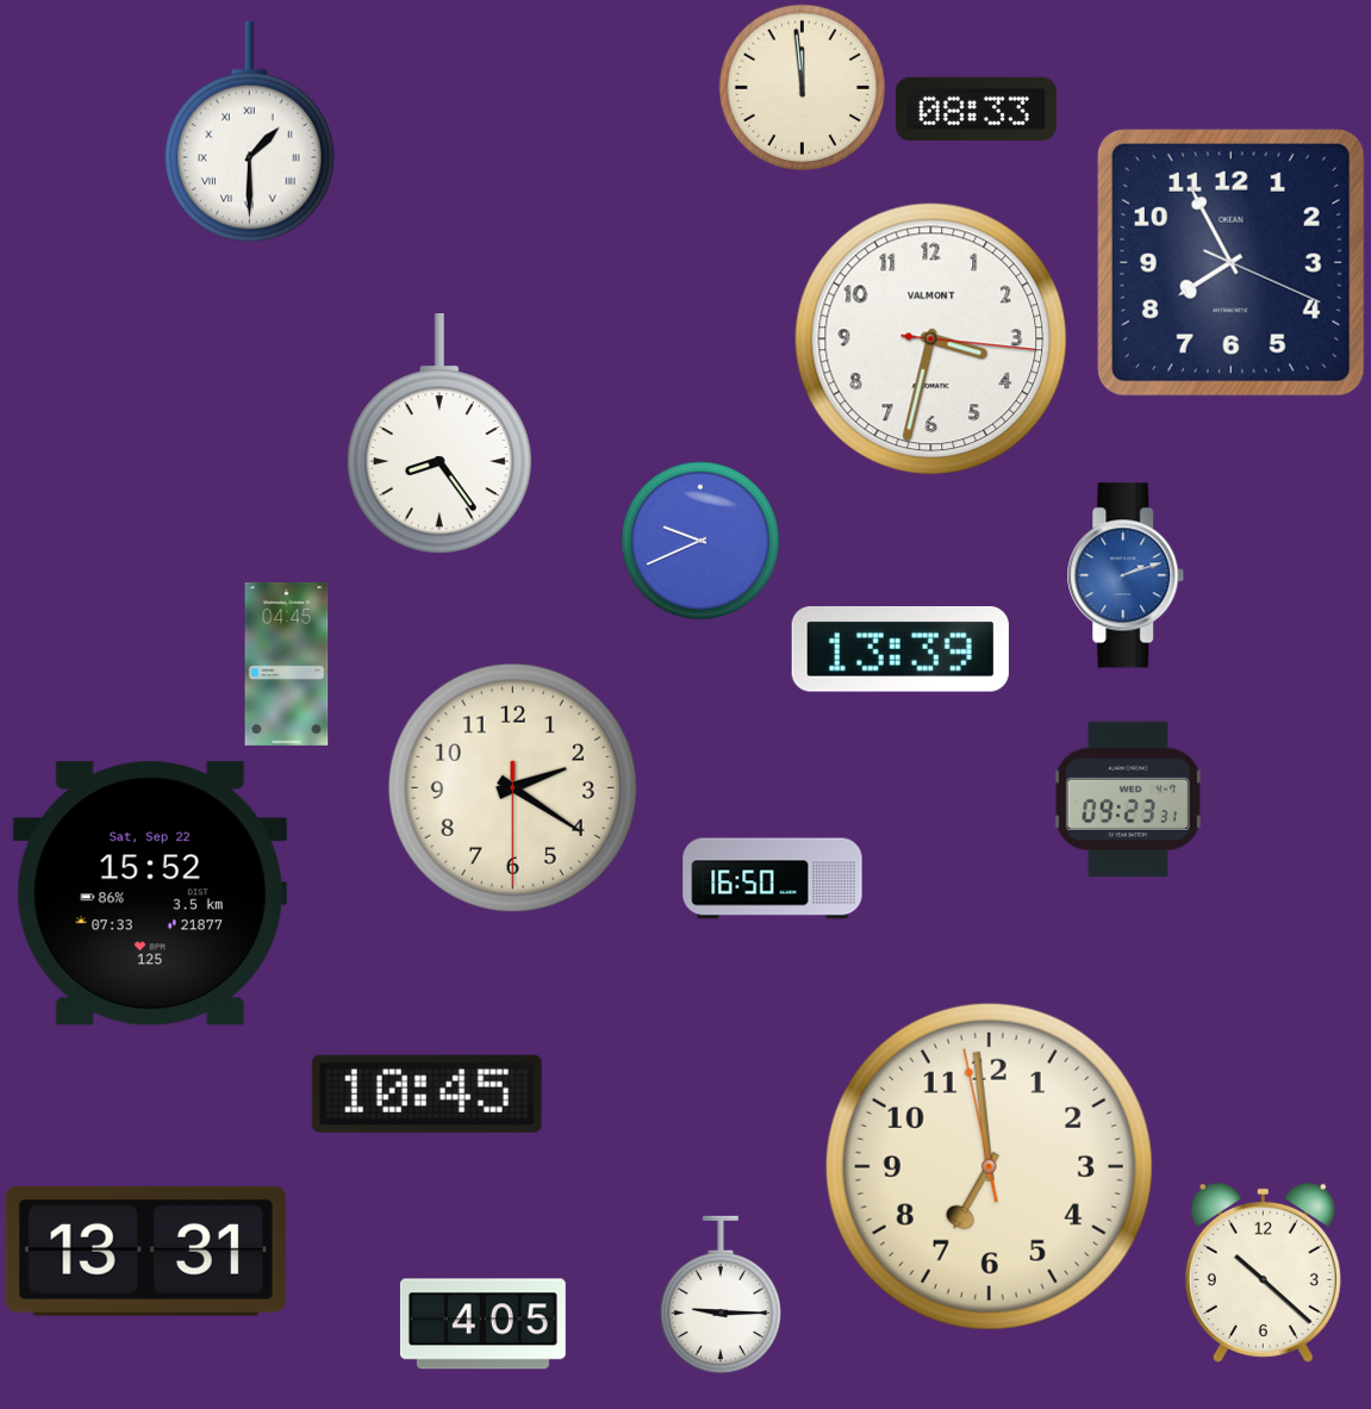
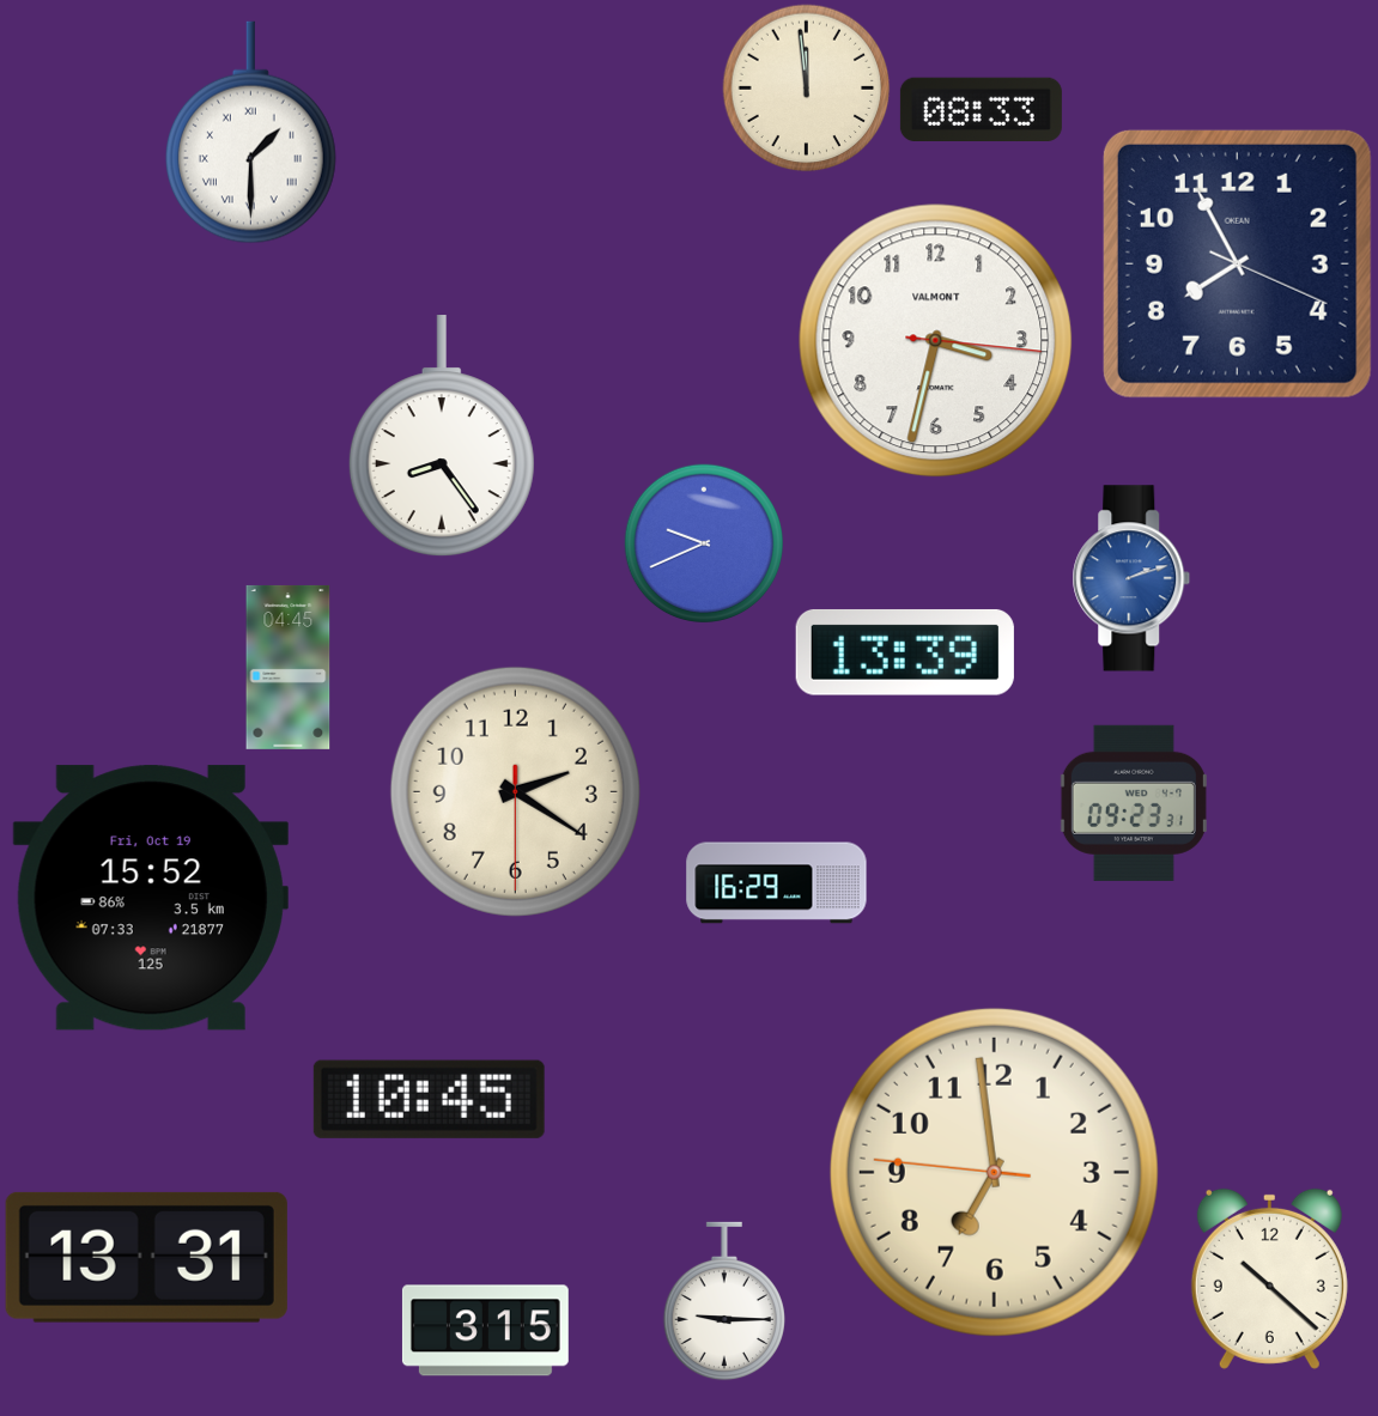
clock at (773, 879): 16:50 -> 16:29
clock at (150, 893) date: Sat, Sep 22 -> Fri, Oct 19
clock at (989, 1166): 6:58:58 -> 6:58:46
clock at (482, 1324): 4:05 -> 3:15
